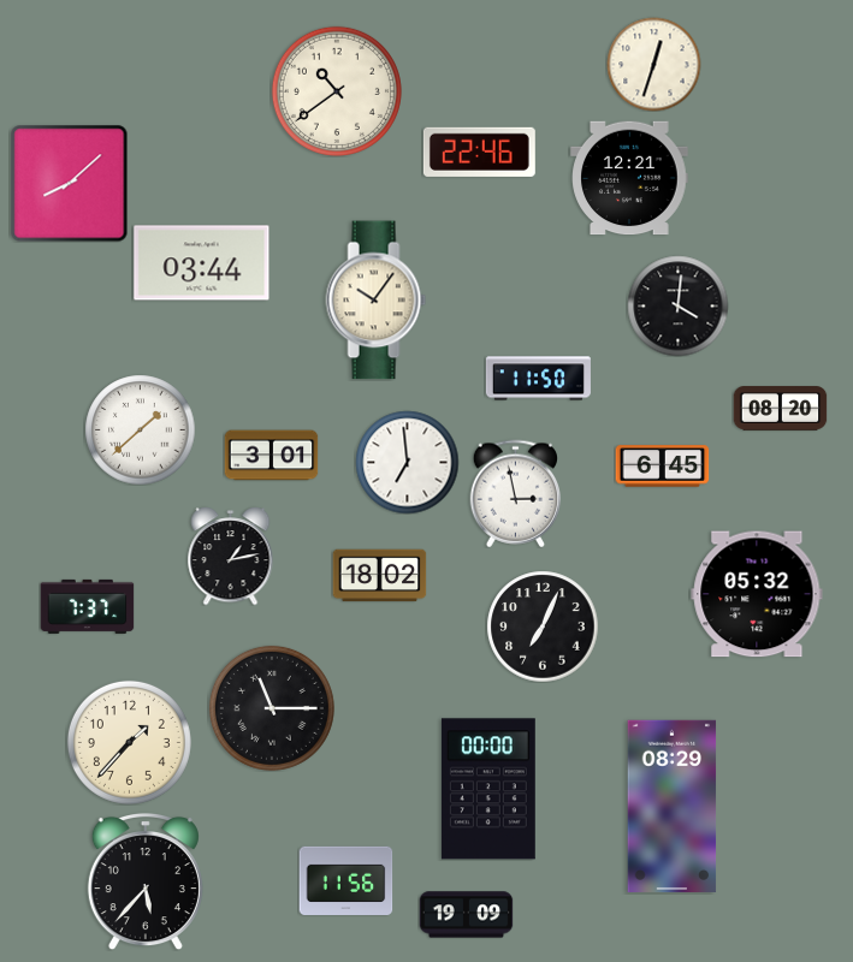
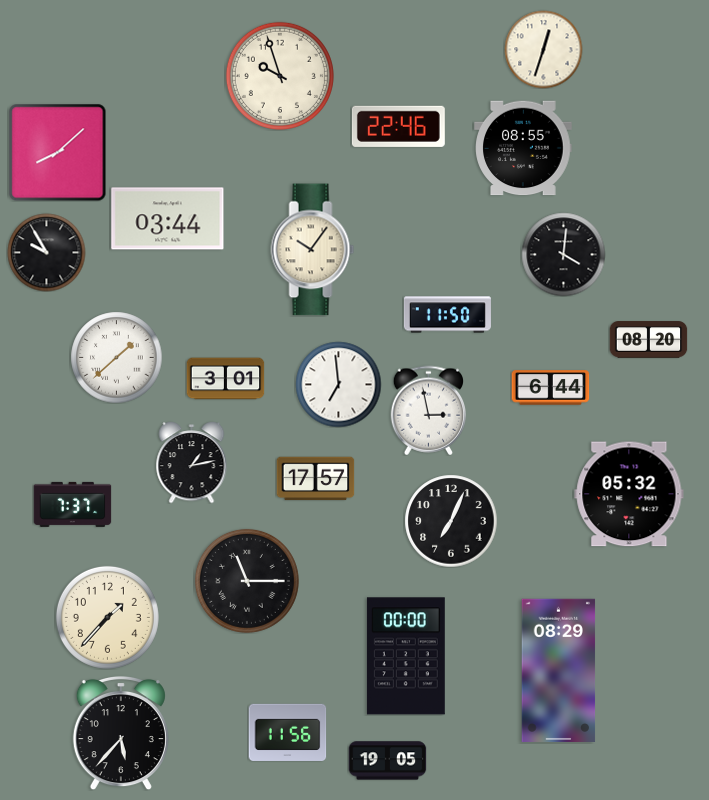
clock at (653, 64) position: (653, 64) -> (543, 49)
clock at (337, 91): 10:39 -> 9:57
clock at (629, 178): 12:21 -> 08:55
clock at (46, 252): none -> 9:55
clock at (662, 467): 6:45 -> 6:44
clock at (379, 576): 18:02 -> 17:57
clock at (272, 708) position: (272, 708) -> (247, 581)
clock at (466, 915): 19:09 -> 19:05
